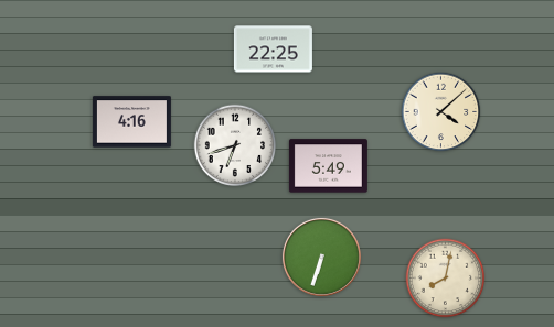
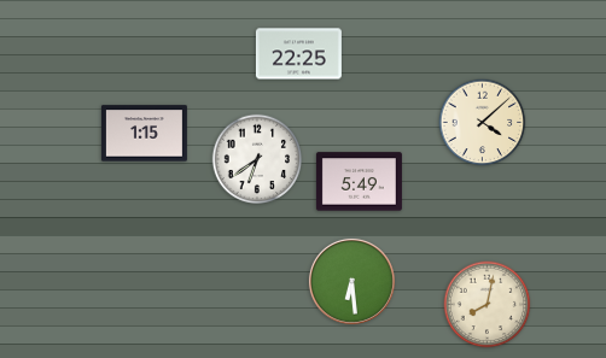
clock at (131, 122): 4:16 -> 1:15
clock at (235, 145): 6:42 -> 6:39
clock at (321, 257): 6:33 -> 6:29
